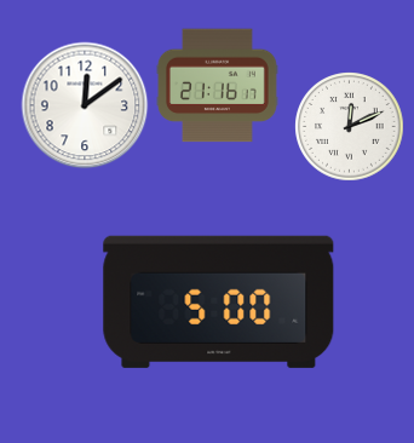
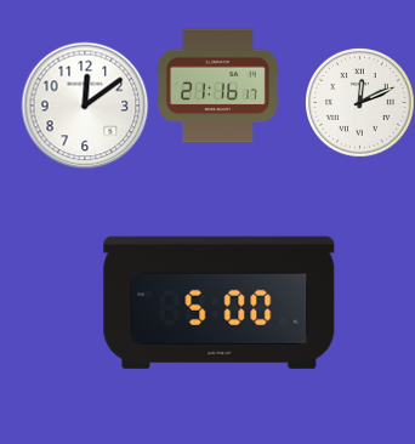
clock at (349, 126) position: (349, 126) -> (359, 102)
